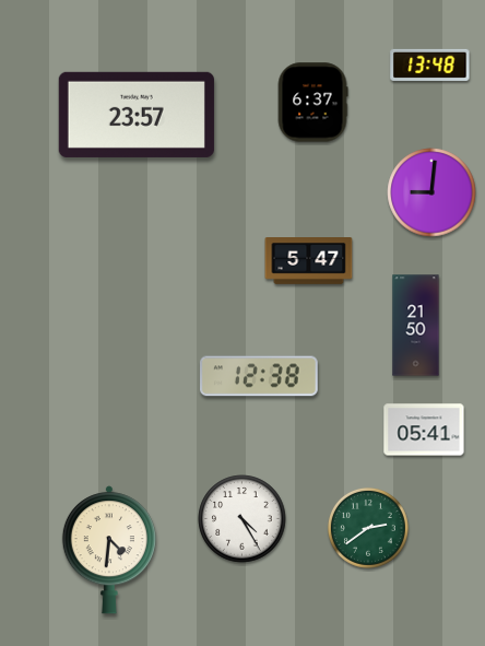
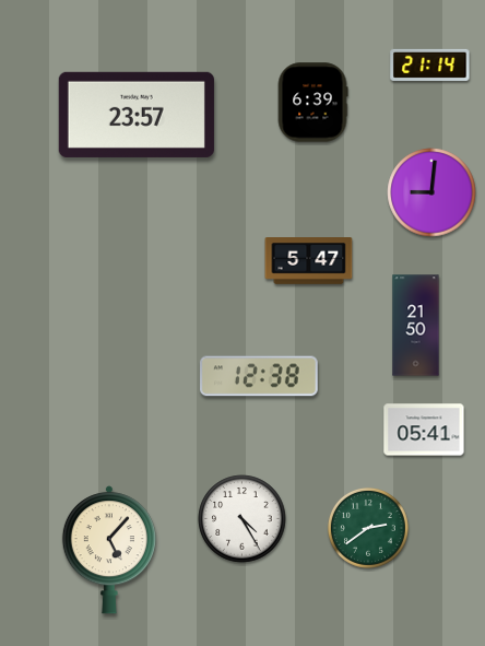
clock at (430, 64): 13:48 -> 21:14
clock at (312, 103): 6:37 -> 6:39
clock at (109, 550): 4:31 -> 5:07
